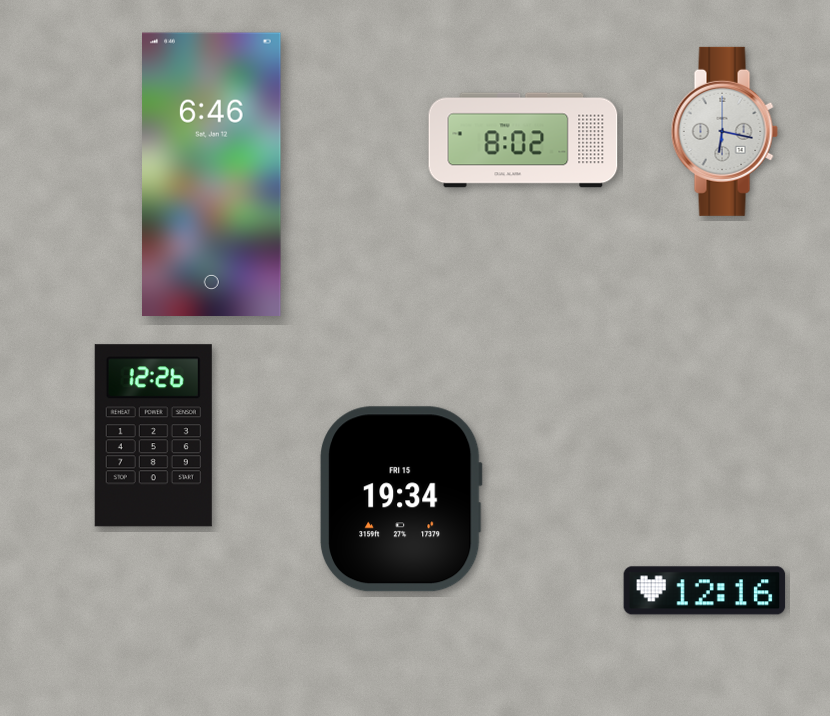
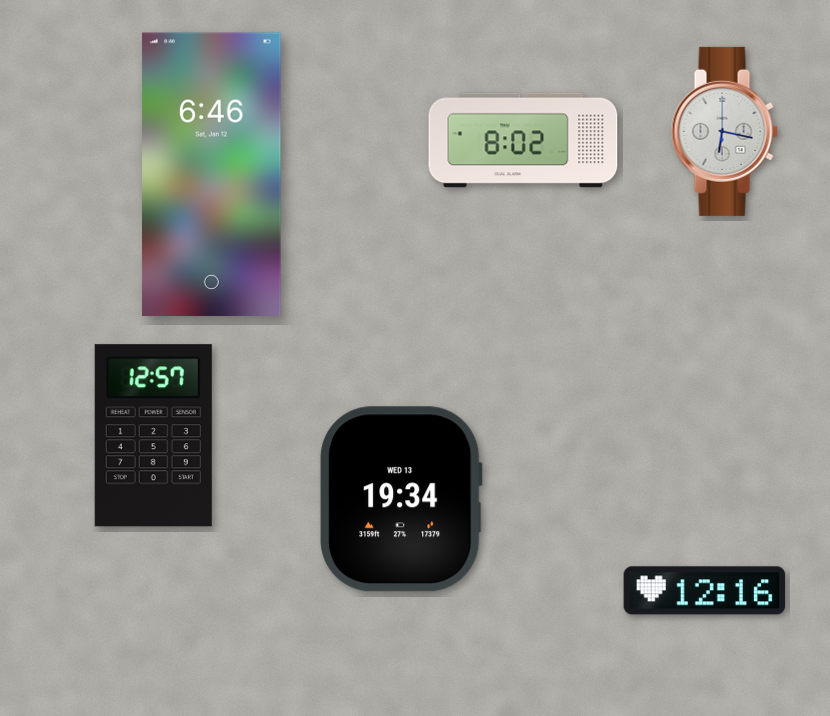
clock at (153, 436): 12:26 -> 12:57
clock at (401, 499) date: FRI 15 -> WED 13
